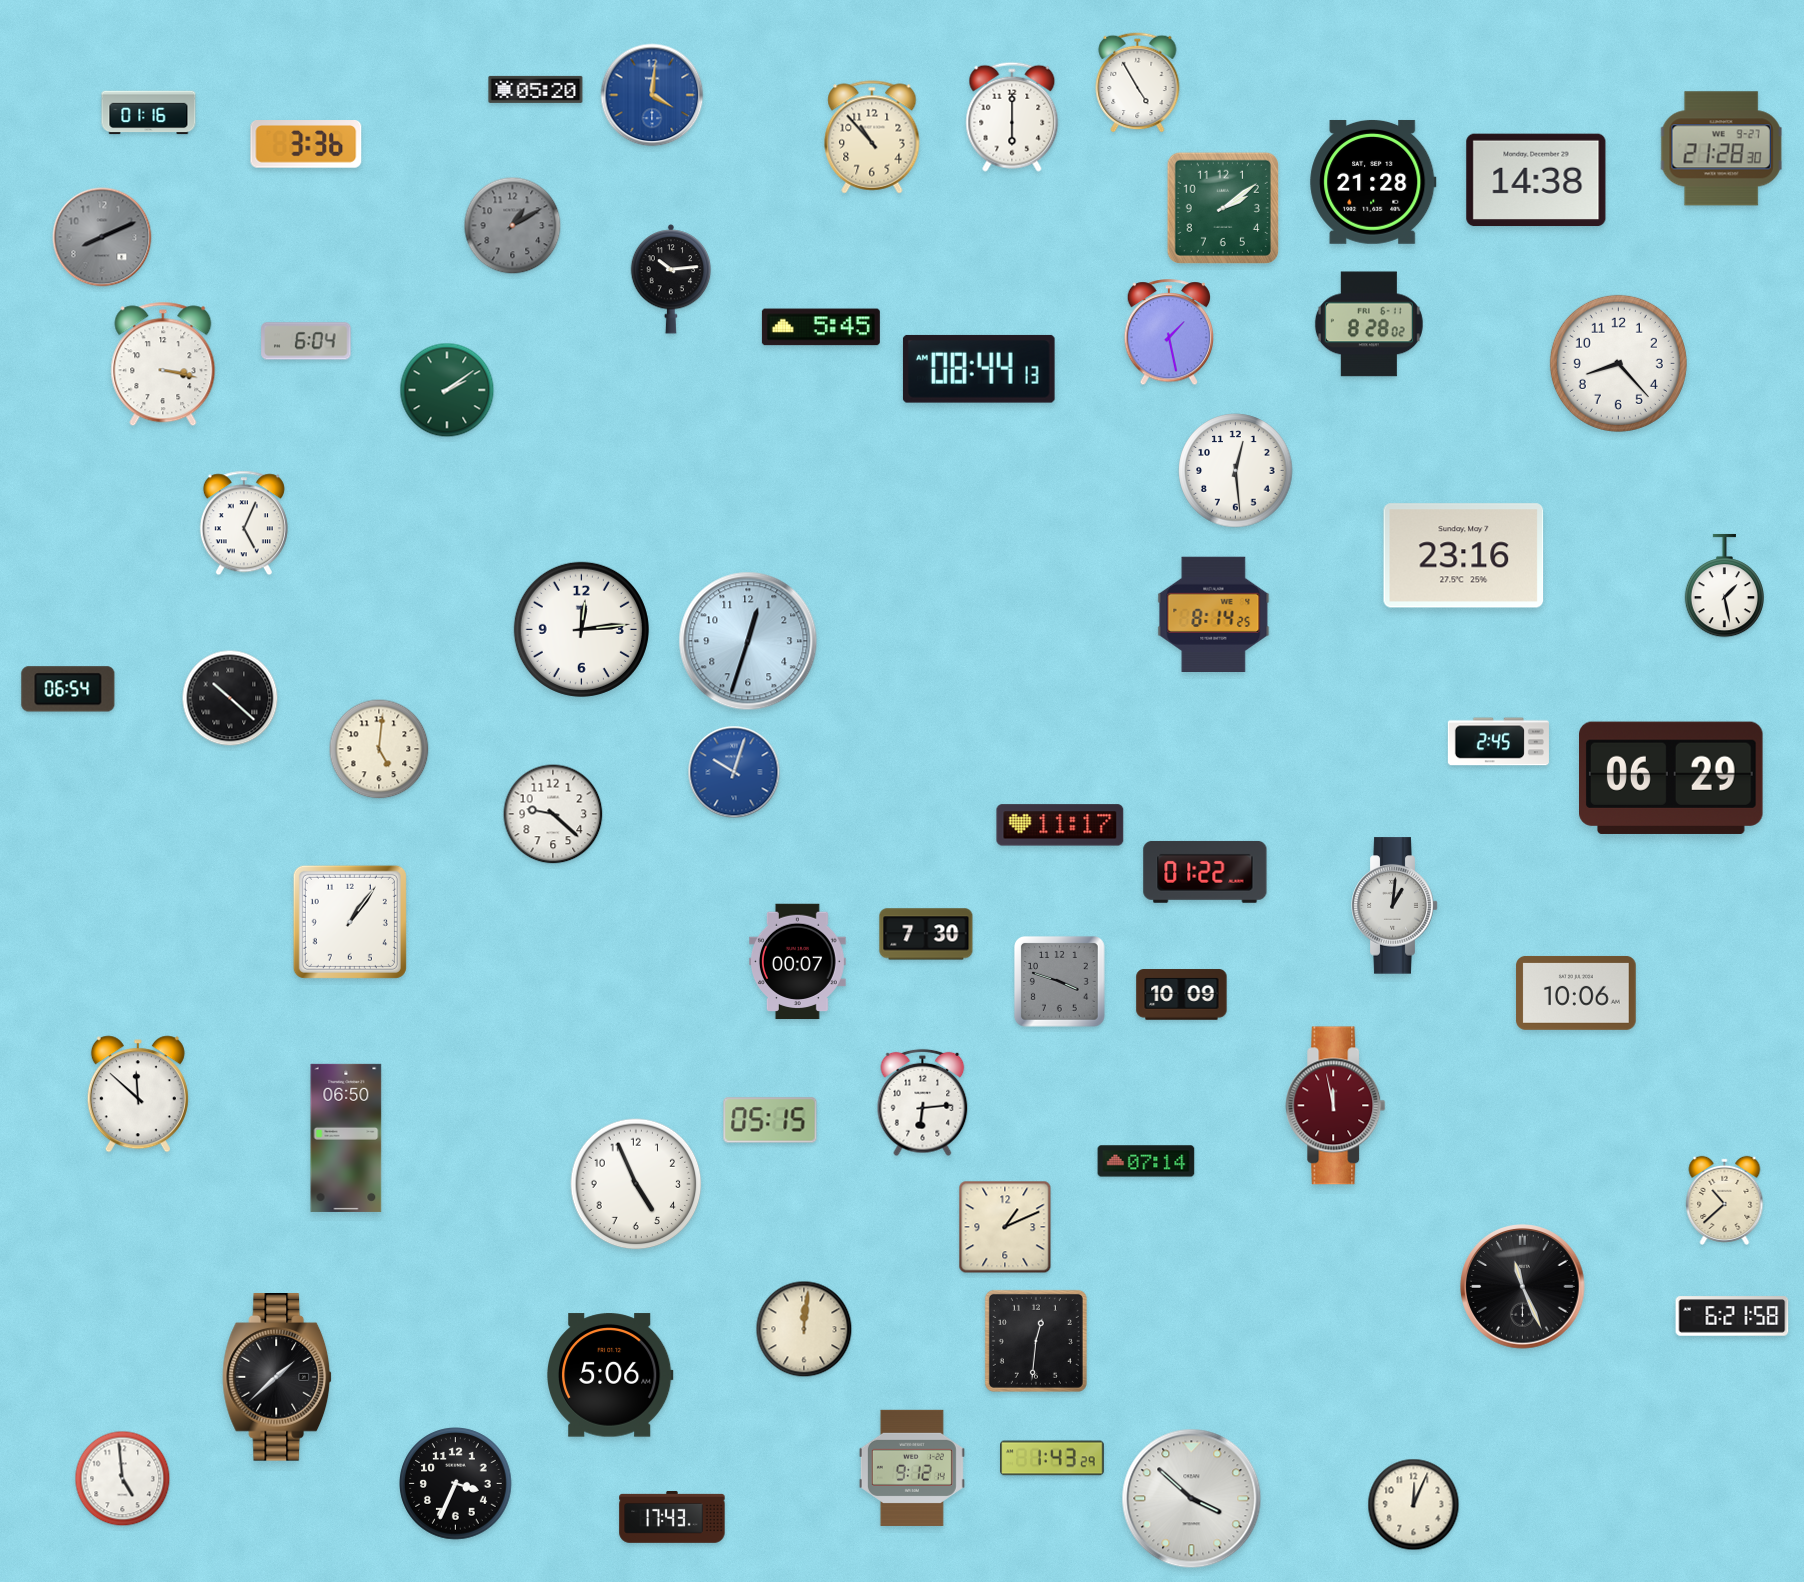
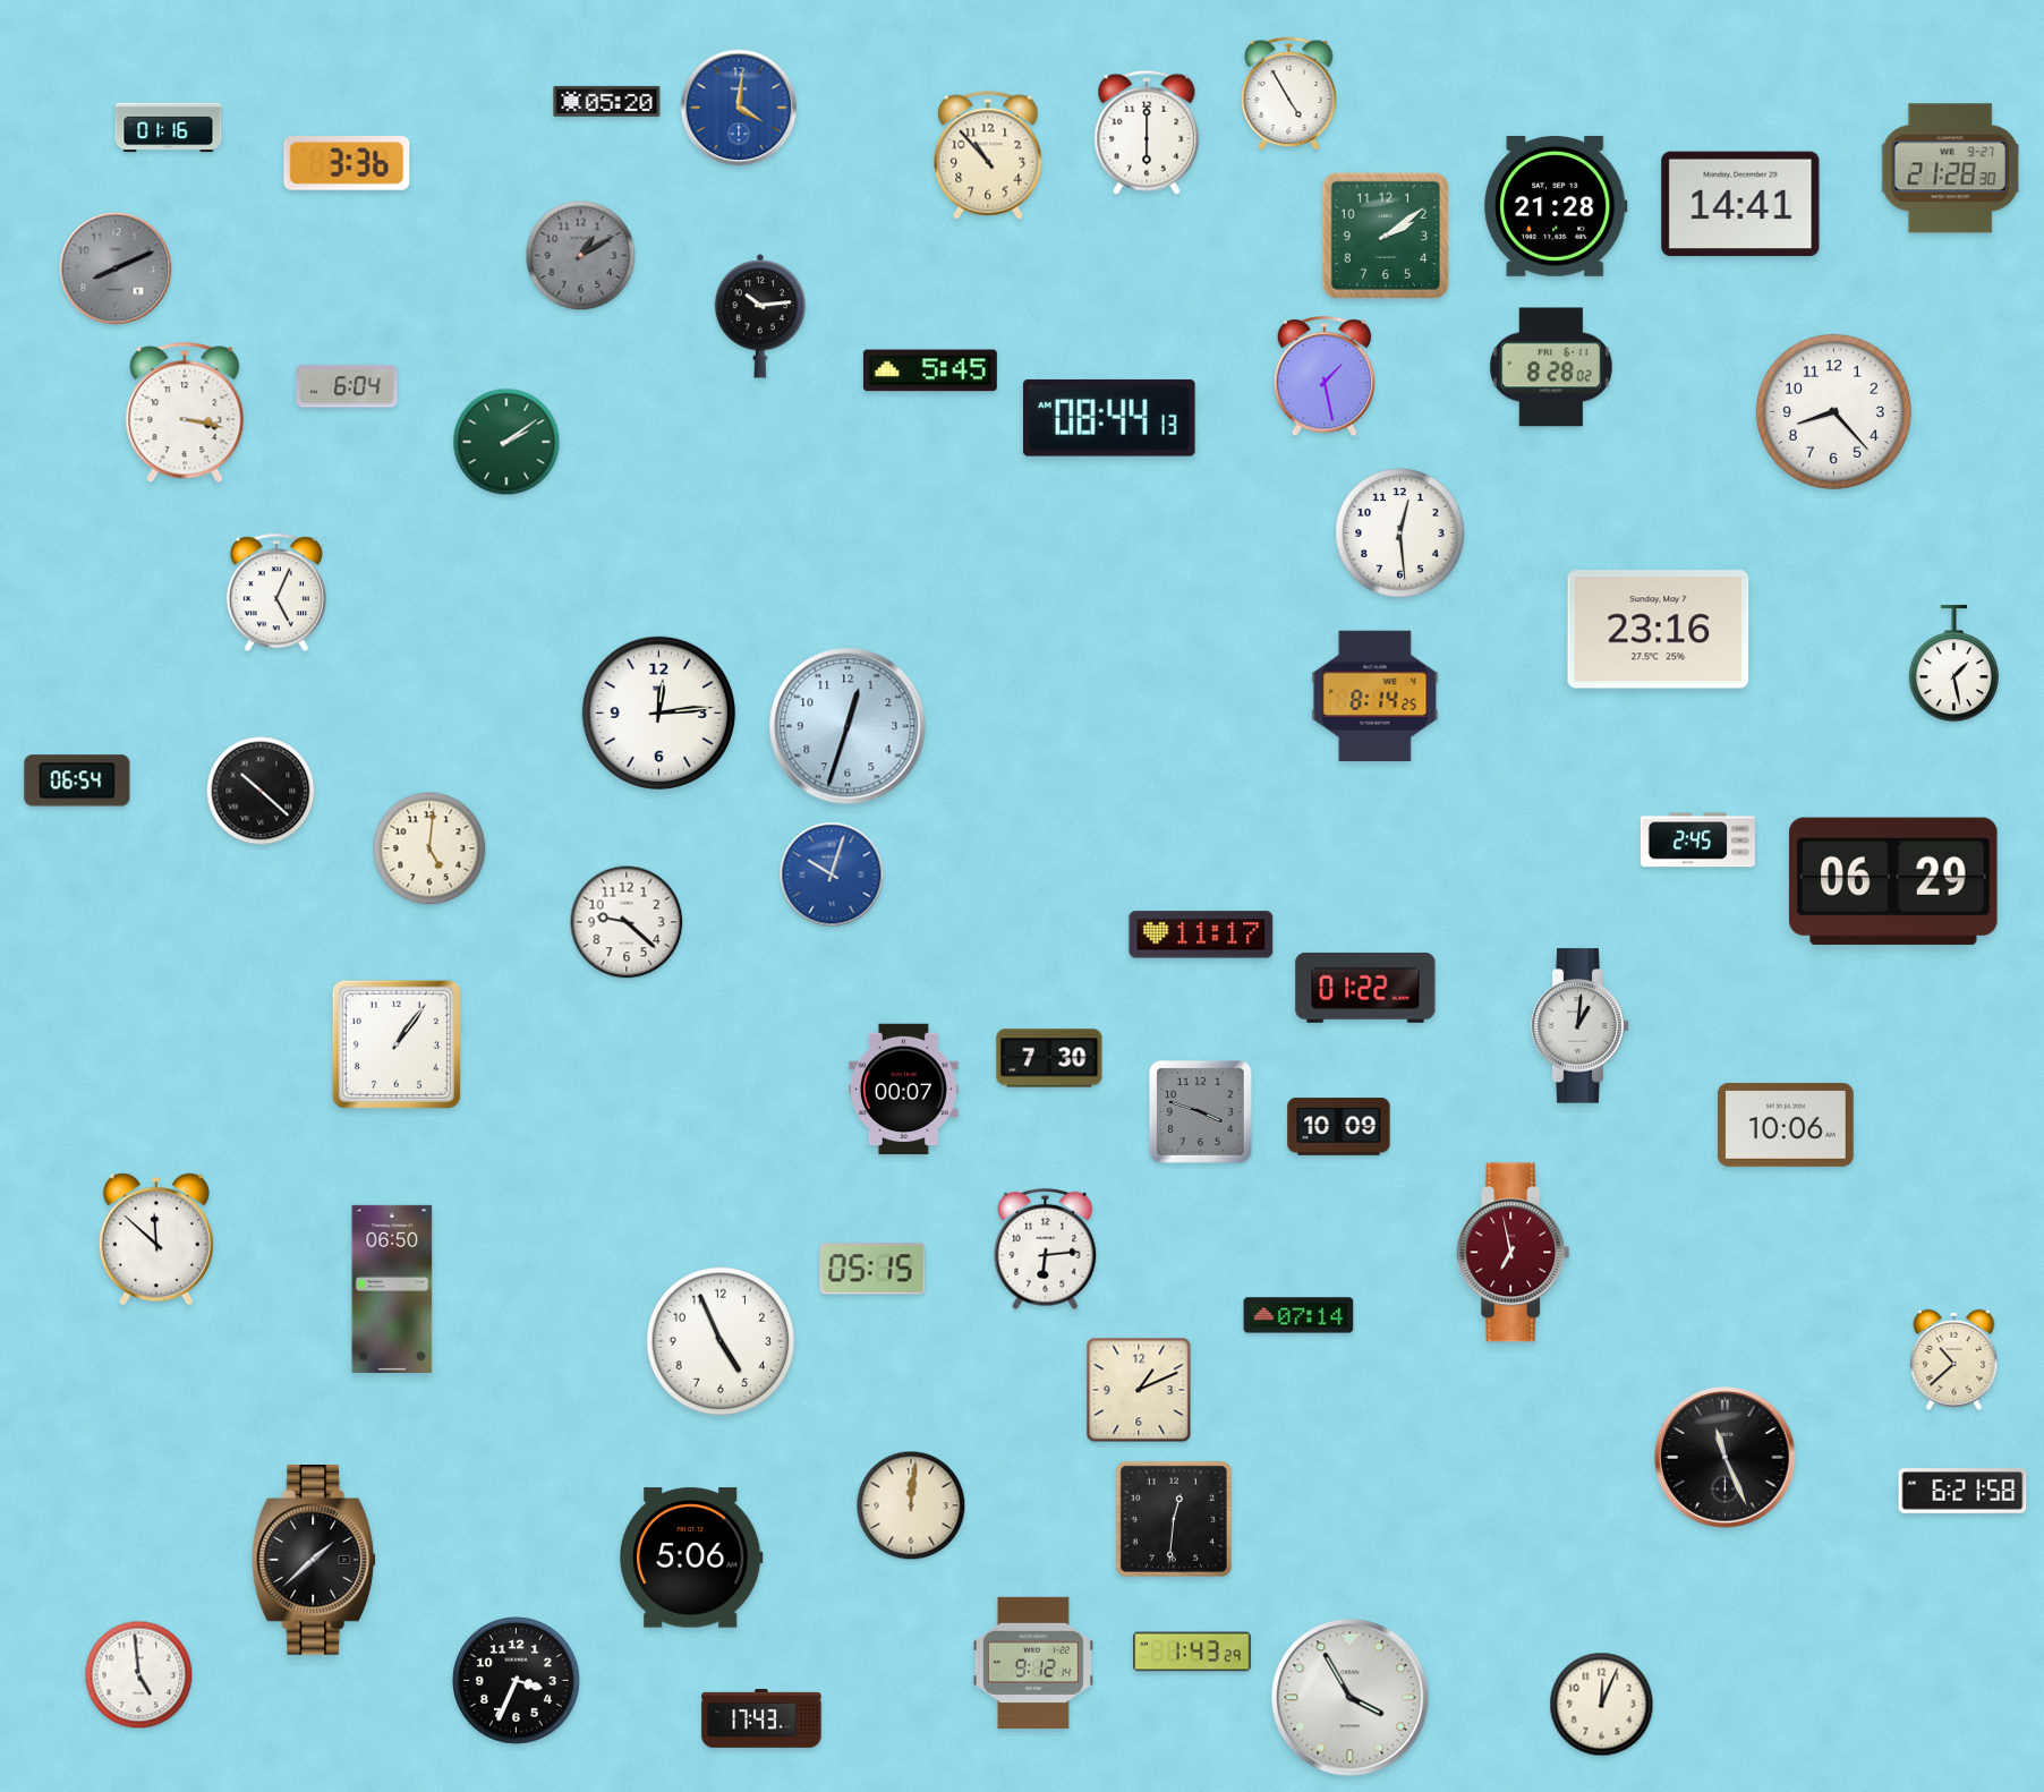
clock at (1536, 180): 14:38 -> 14:41
clock at (1336, 1106): 11:58 -> 6:58
clock at (1192, 1499): 3:52 -> 3:55
